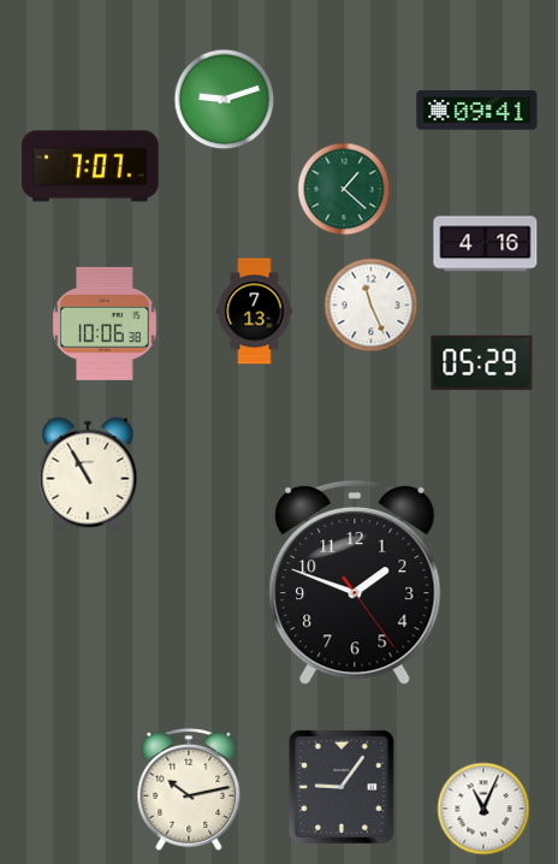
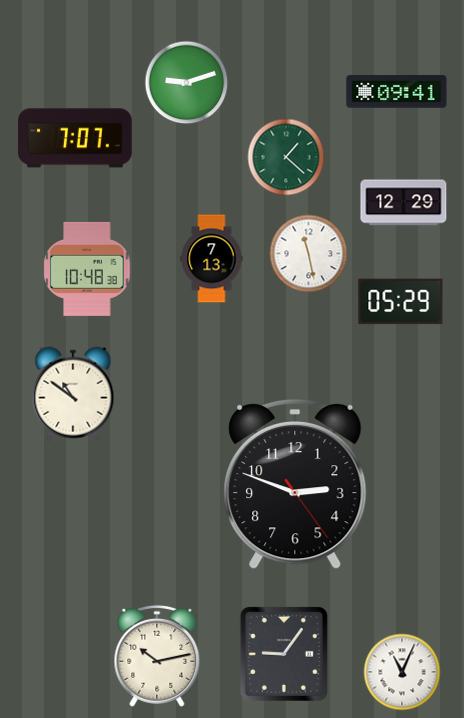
clock at (486, 244): 4:16 -> 12:29
clock at (372, 306): 11:26 -> 11:28
clock at (105, 324): 10:06 -> 10:48
clock at (88, 474): 10:55 -> 10:51
clock at (355, 582): 1:48 -> 2:48
